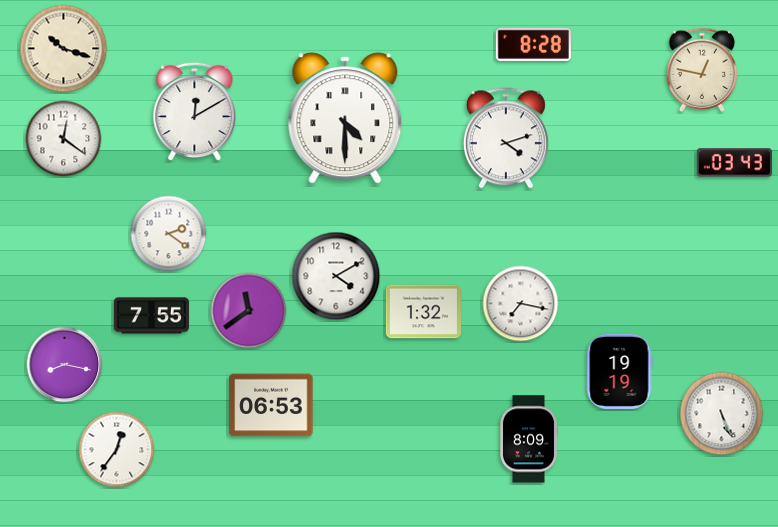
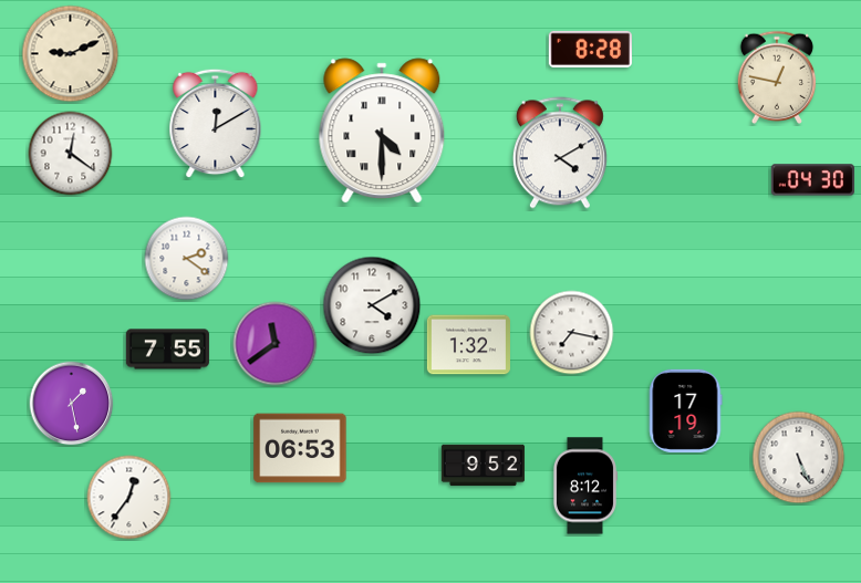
clock at (64, 49): 10:18 -> 9:11
clock at (506, 138): 4:12 -> 4:10
clock at (734, 163): 03:43 -> 04:30
clock at (521, 304) position: (521, 304) -> (572, 333)
clock at (65, 365): 8:17 -> 1:28
clock at (620, 371): 19:19 -> 17:19
clock at (483, 466): none -> 9:52
clock at (528, 439): 8:09 -> 8:12
